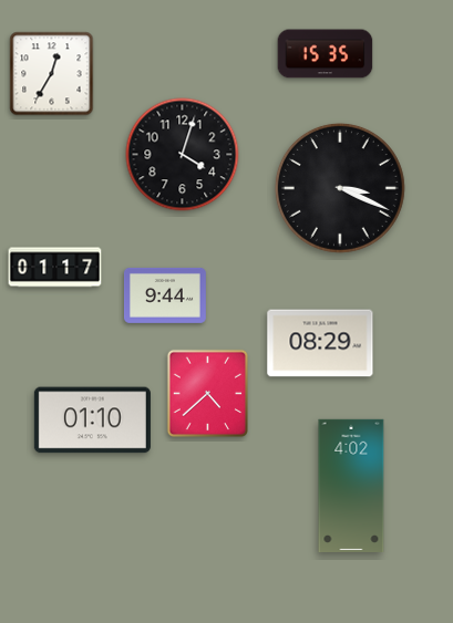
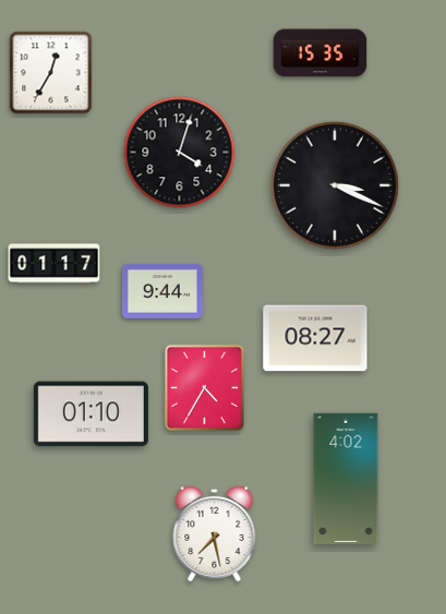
clock at (320, 343): 08:29 -> 08:27
clock at (207, 394): 4:38 -> 4:35
clock at (215, 533): none -> 7:28
